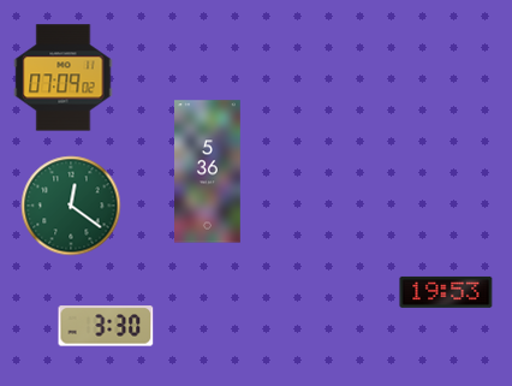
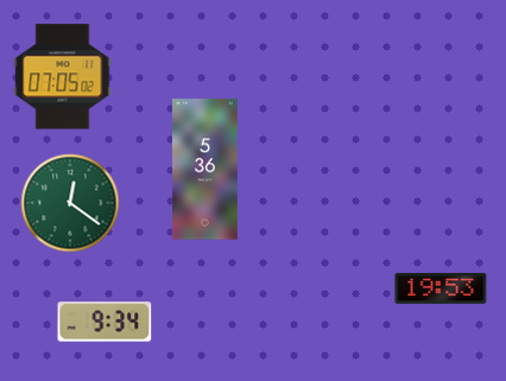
clock at (64, 78): 07:09 -> 07:05
clock at (106, 326): 3:30 -> 9:34
